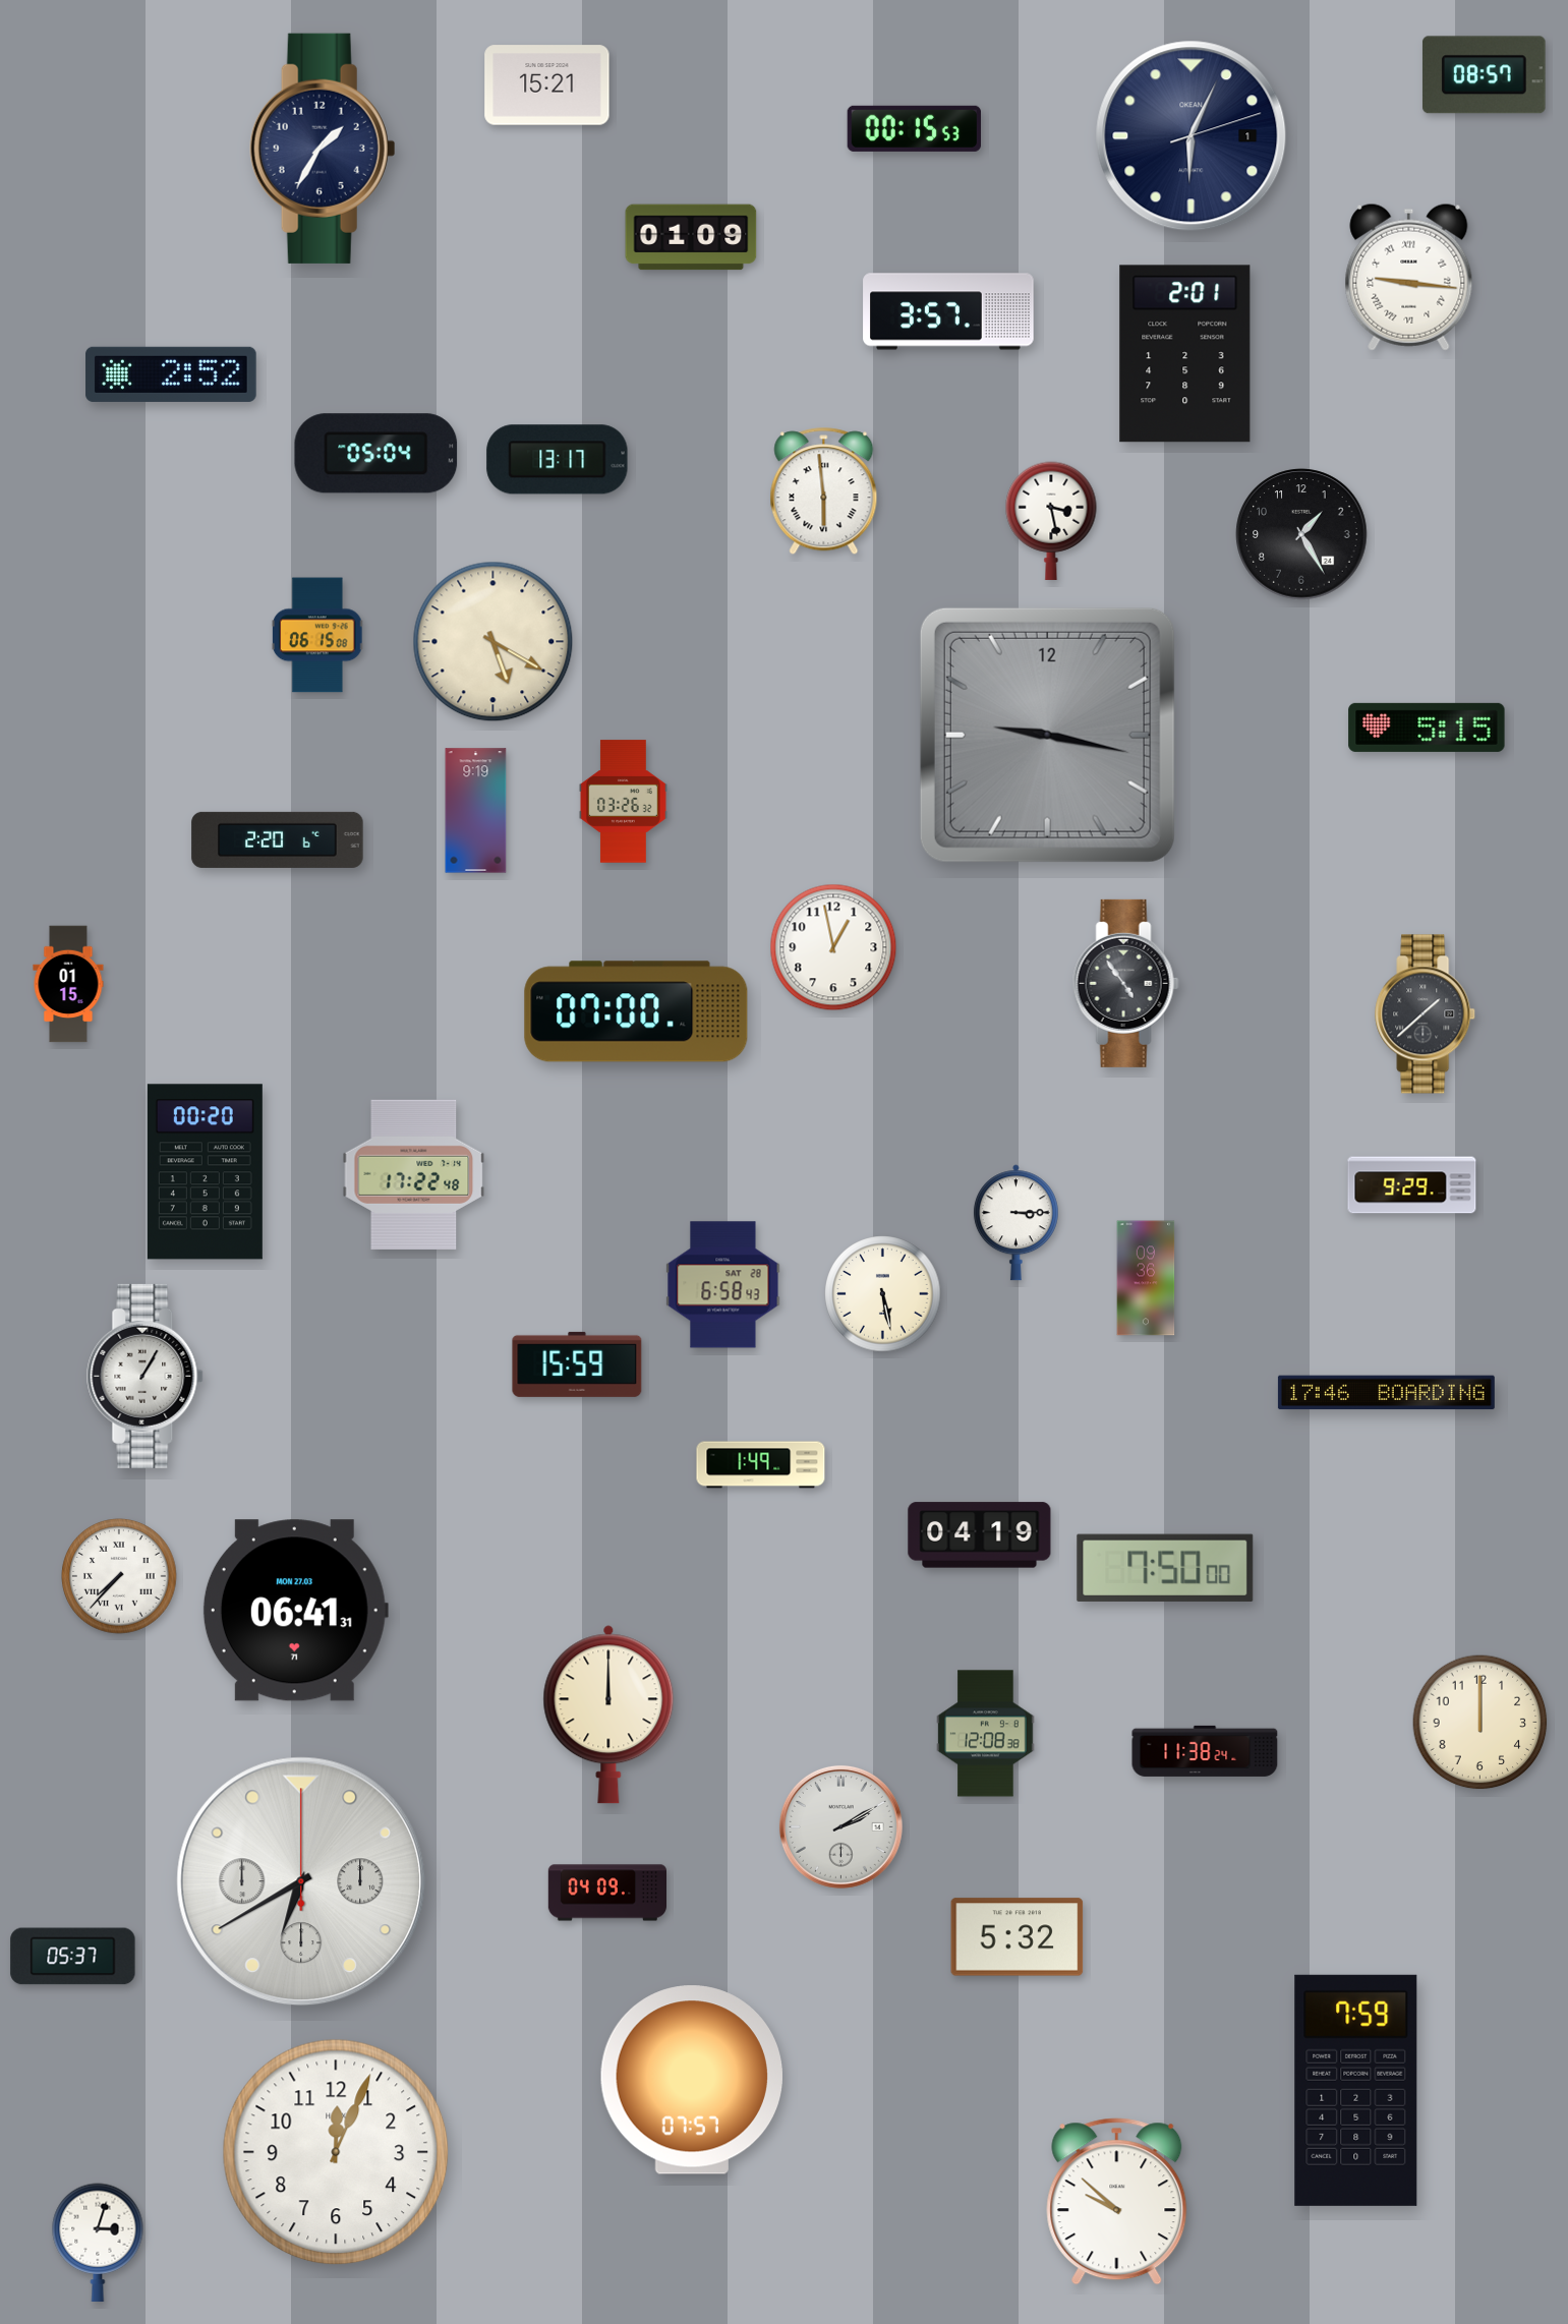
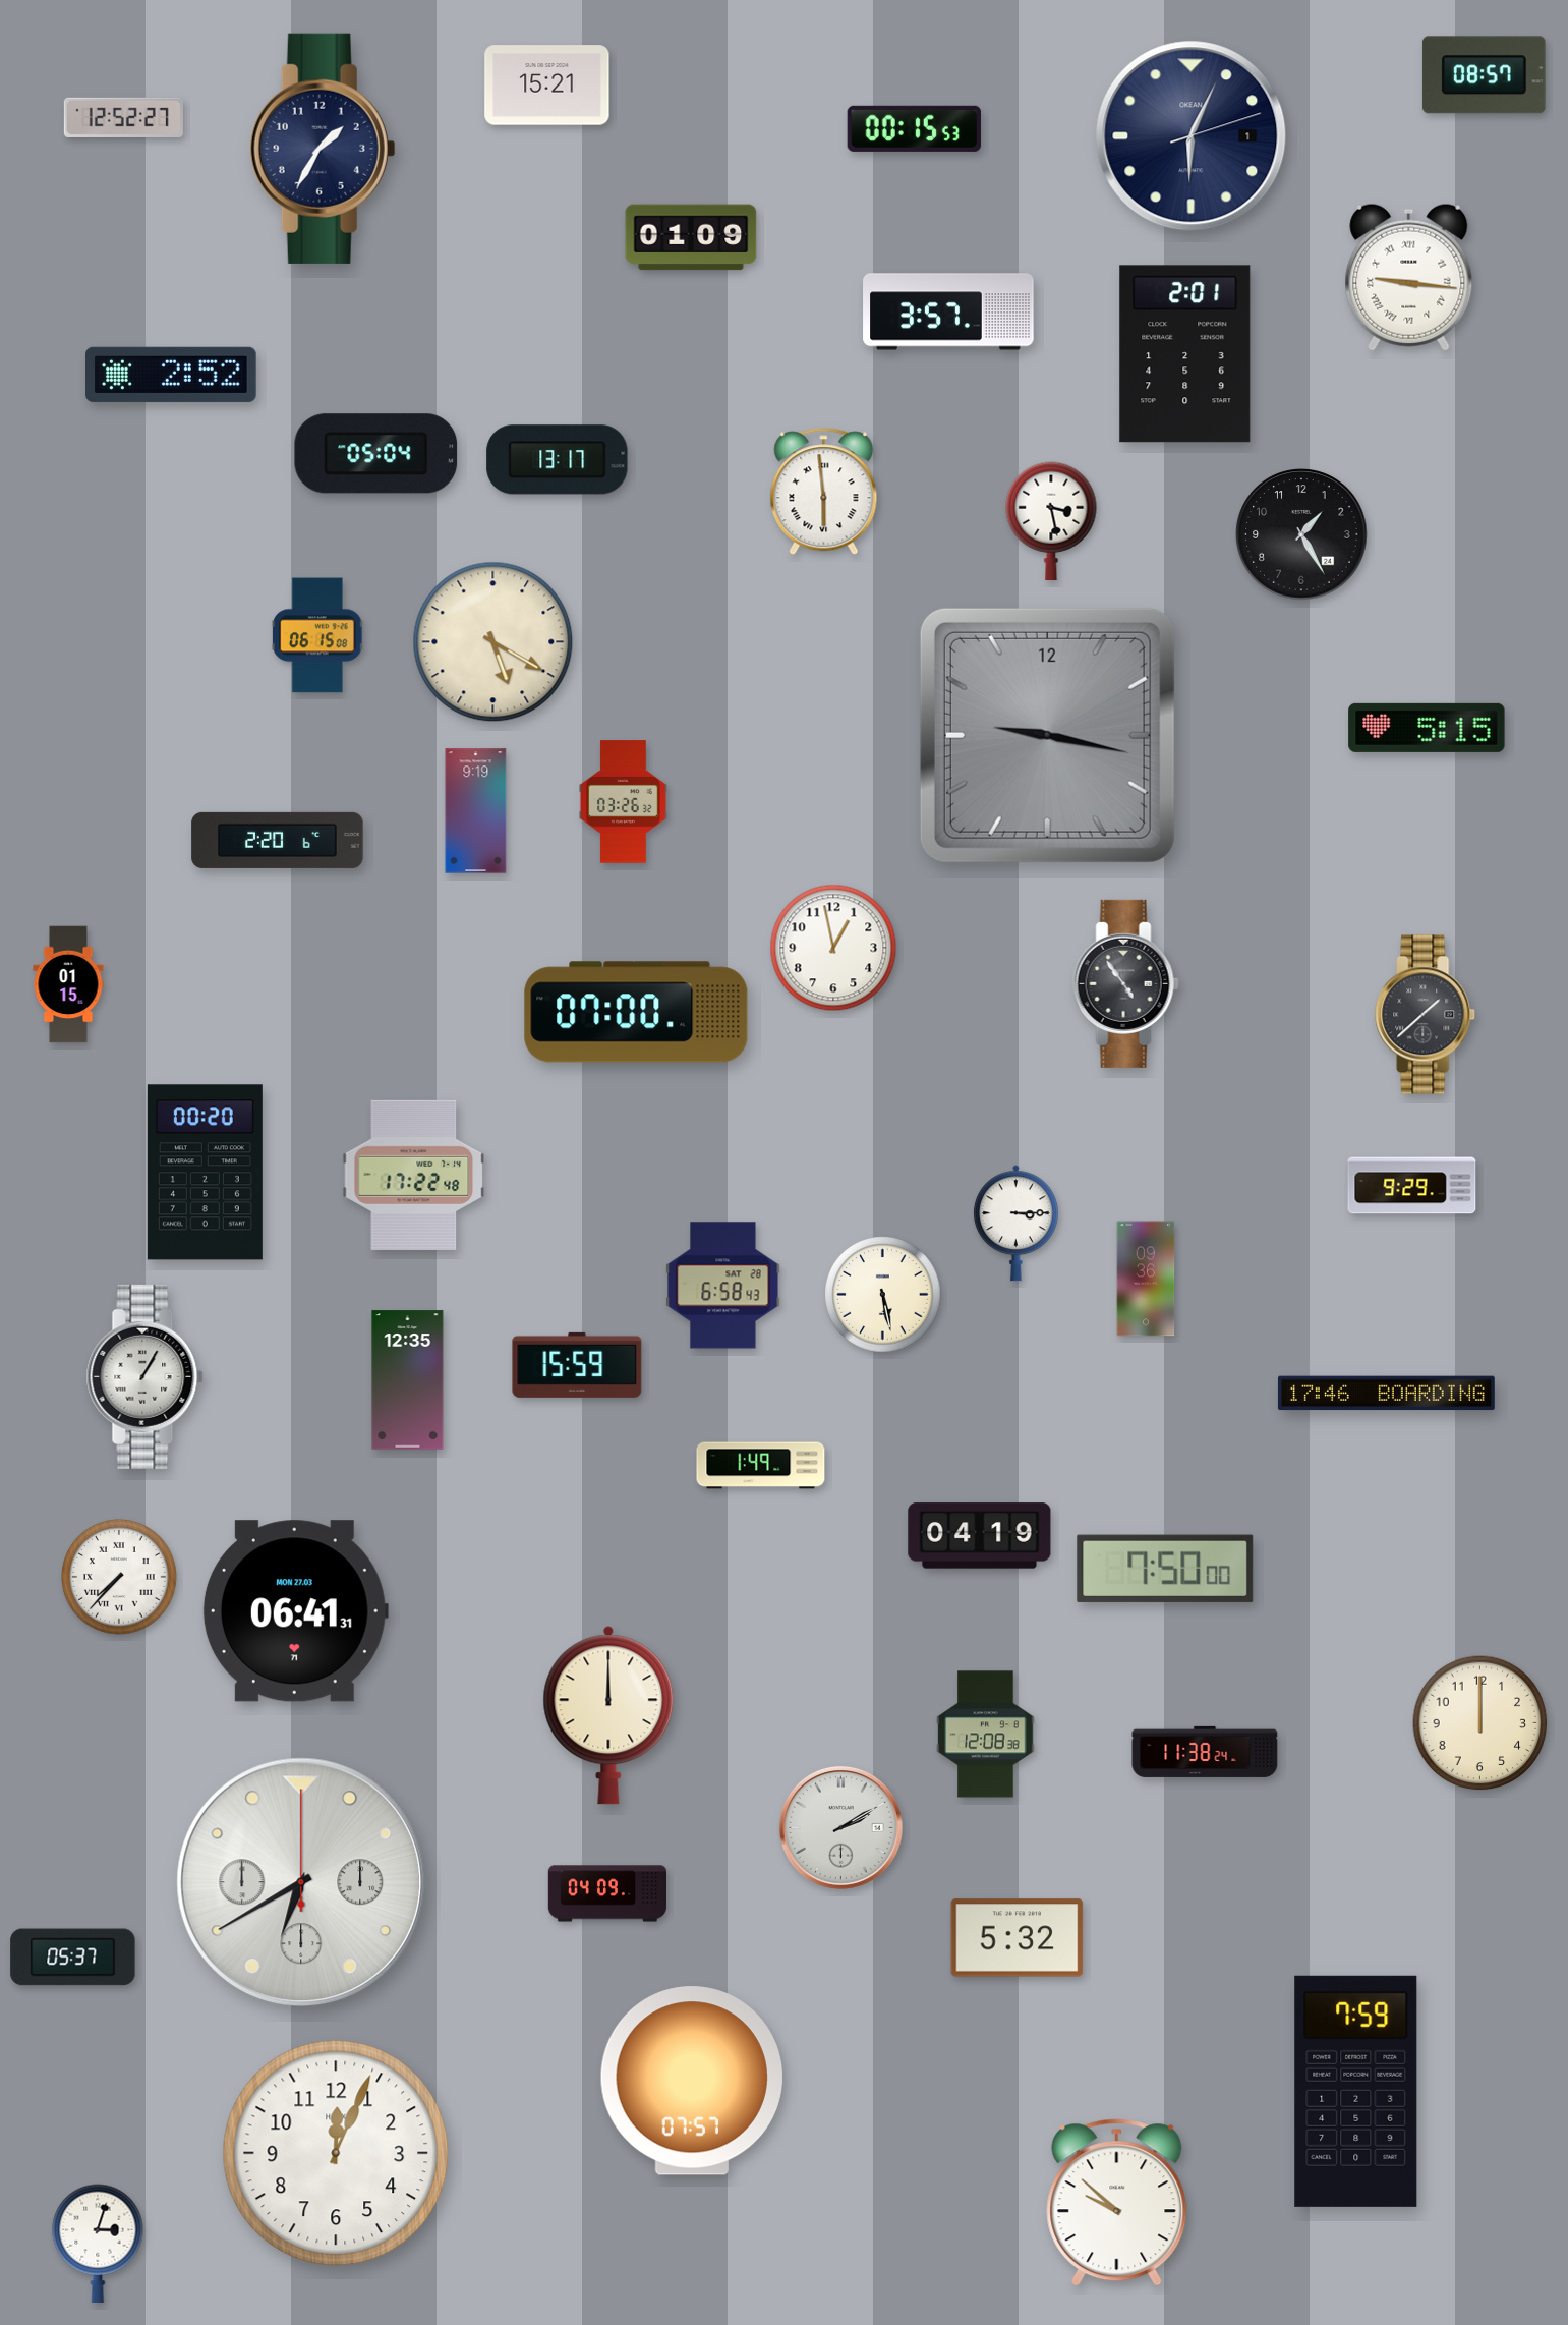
clock at (123, 117): none -> 12:52
clock at (408, 1380): none -> 12:35
